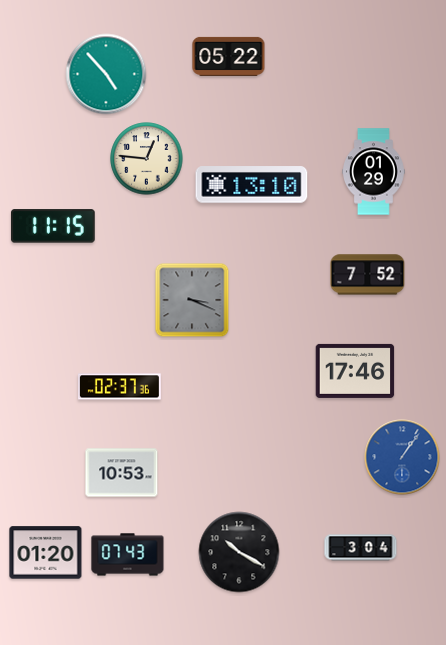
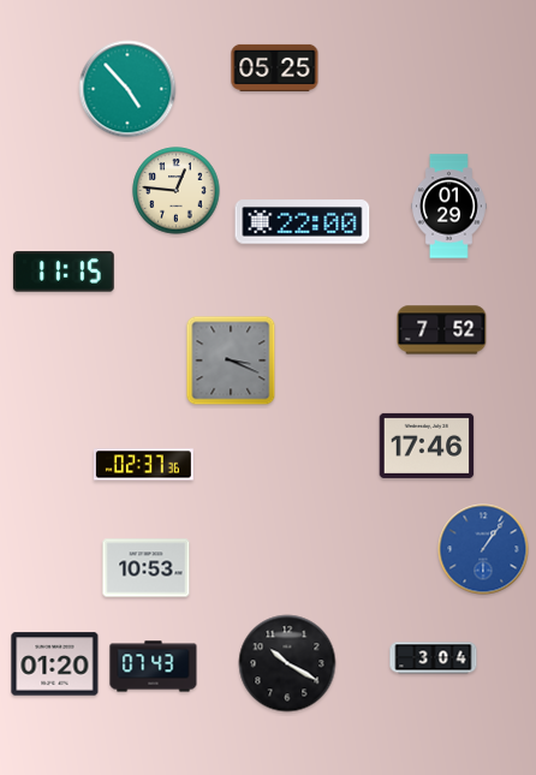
clock at (229, 56): 05:22 -> 05:25
clock at (252, 185): 13:10 -> 22:00
